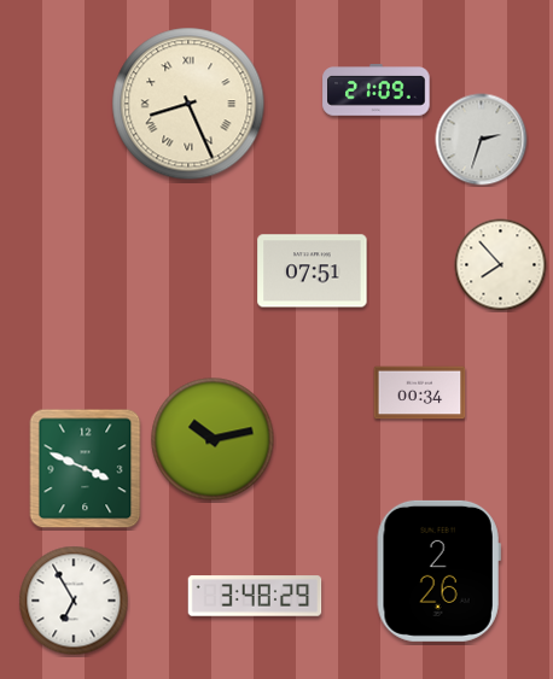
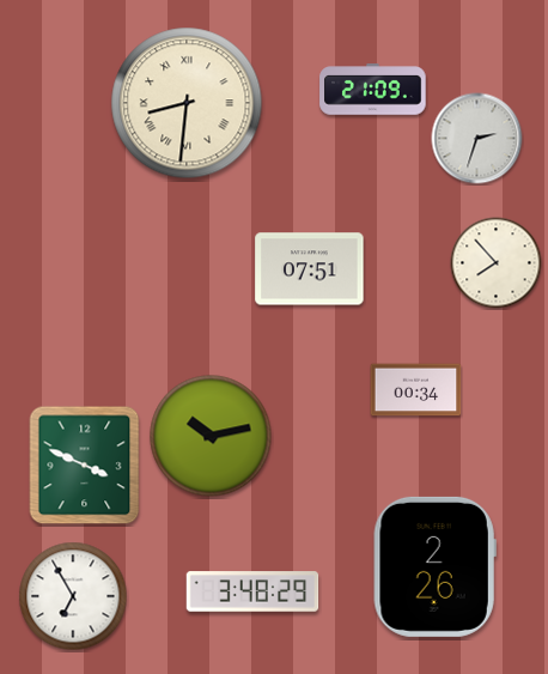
clock at (188, 104): 8:26 -> 8:31
